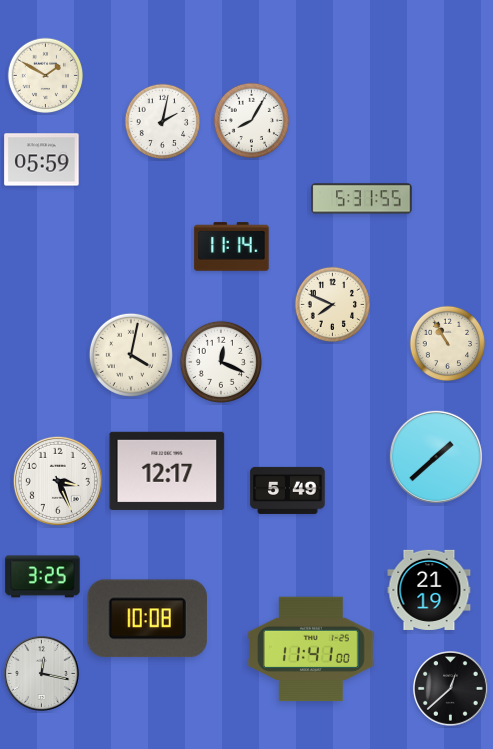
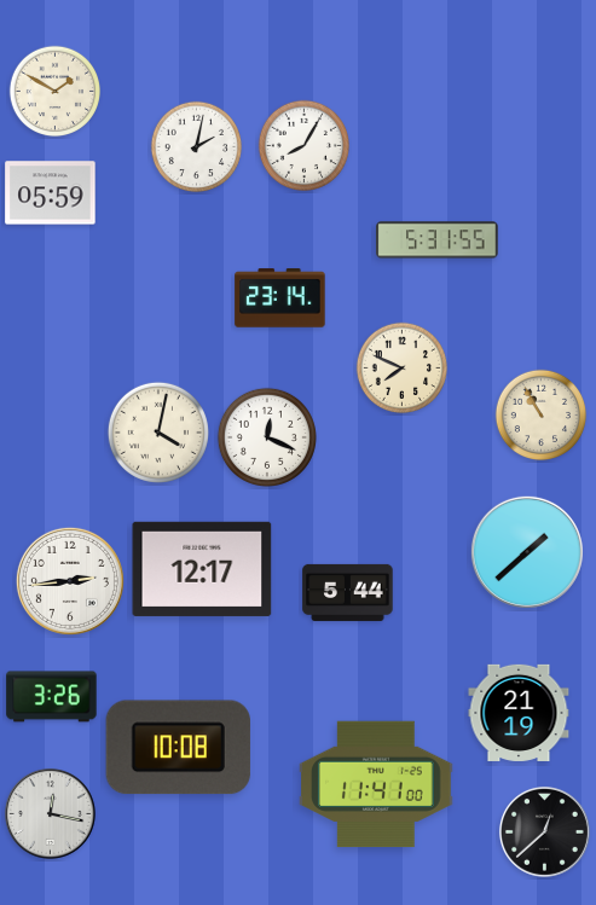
clock at (232, 247): 11:14 -> 23:14
clock at (131, 355) position: (131, 355) -> (158, 433)
clock at (58, 481): 3:26 -> 2:44
clock at (288, 490): 5:49 -> 5:44
clock at (43, 577): 3:25 -> 3:26
